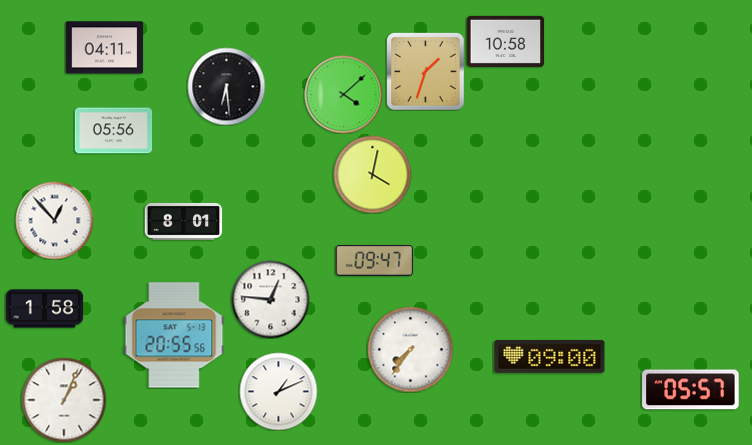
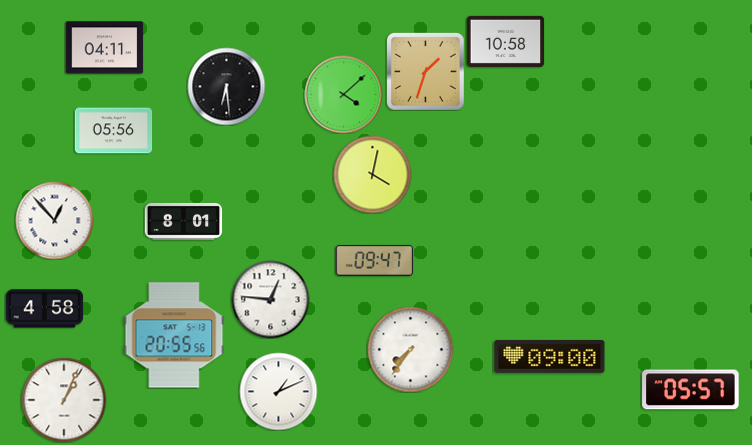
clock at (44, 309): 1:58 -> 4:58
